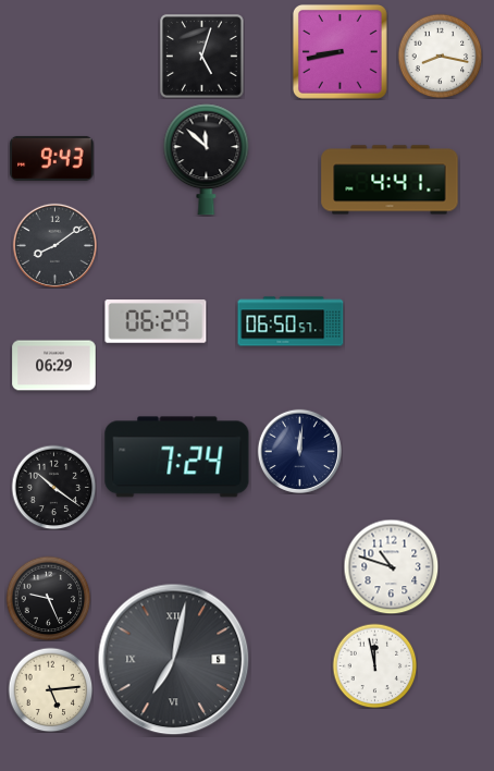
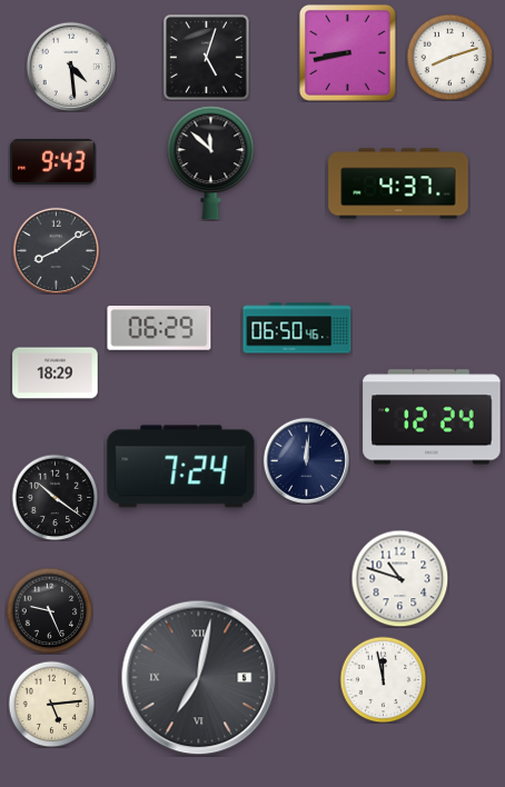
clock at (440, 56): 8:17 -> 8:12
clock at (71, 67): none -> 4:29
clock at (390, 180): 4:41 -> 4:37
clock at (291, 321): 06:50:57 -> 06:50:46
clock at (54, 366): 06:29 -> 18:29
clock at (432, 417): none -> 12:24
clock at (174, 660) position: (174, 660) -> (199, 678)
